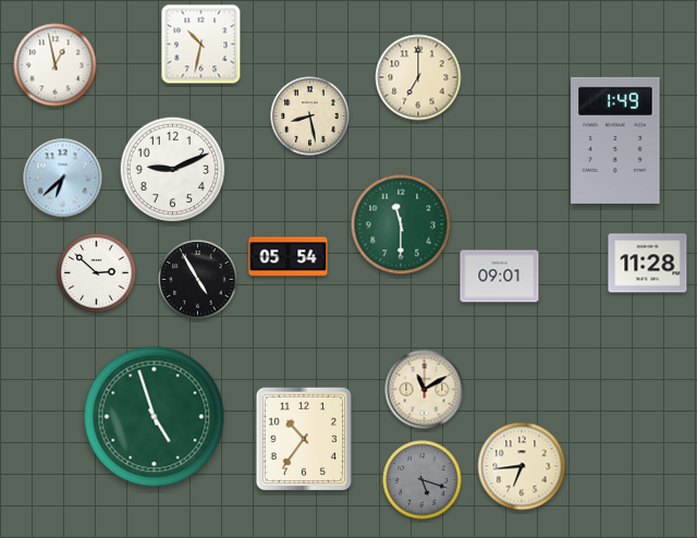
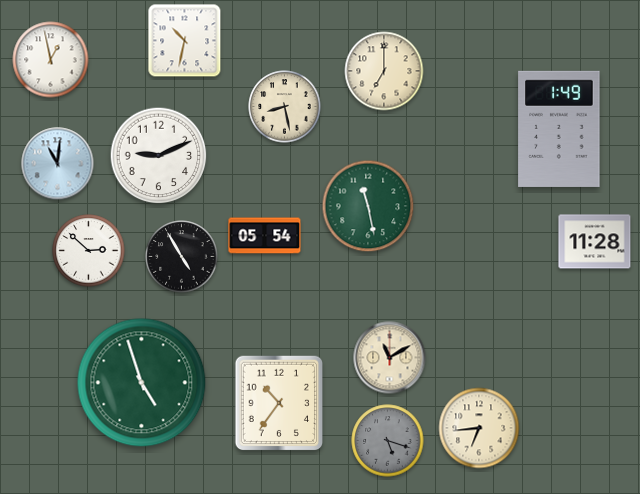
clock at (615, 140) position: (615, 140) -> (559, 129)
clock at (63, 179): 6:38 -> 11:01
clock at (401, 224): 11:30 -> 11:28
clock at (500, 277): 09:01 -> none
